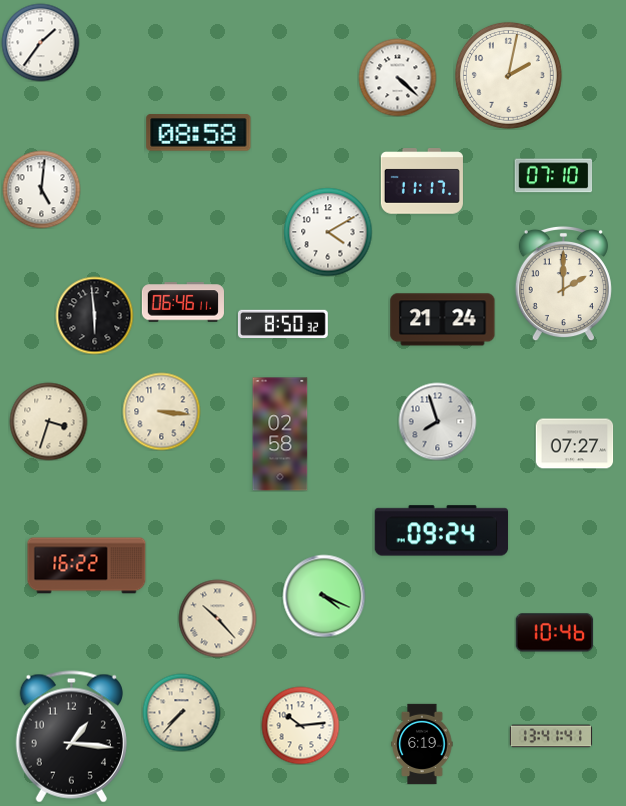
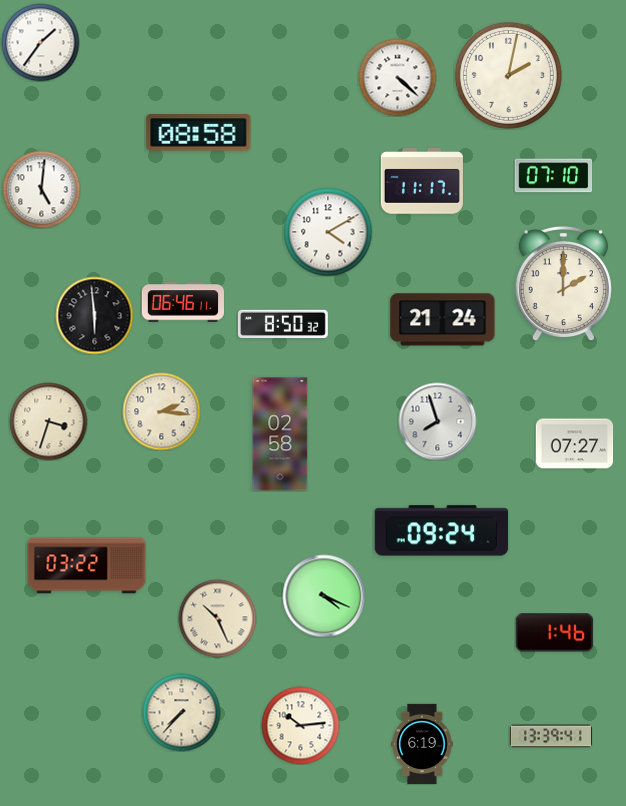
clock at (161, 411): 3:16 -> 2:16
clock at (87, 566): 16:22 -> 03:22
clock at (217, 618): 10:23 -> 10:26
clock at (554, 633): 10:46 -> 1:46
clock at (550, 736): 13:41 -> 13:39
clock at (71, 737): 1:16 -> none
